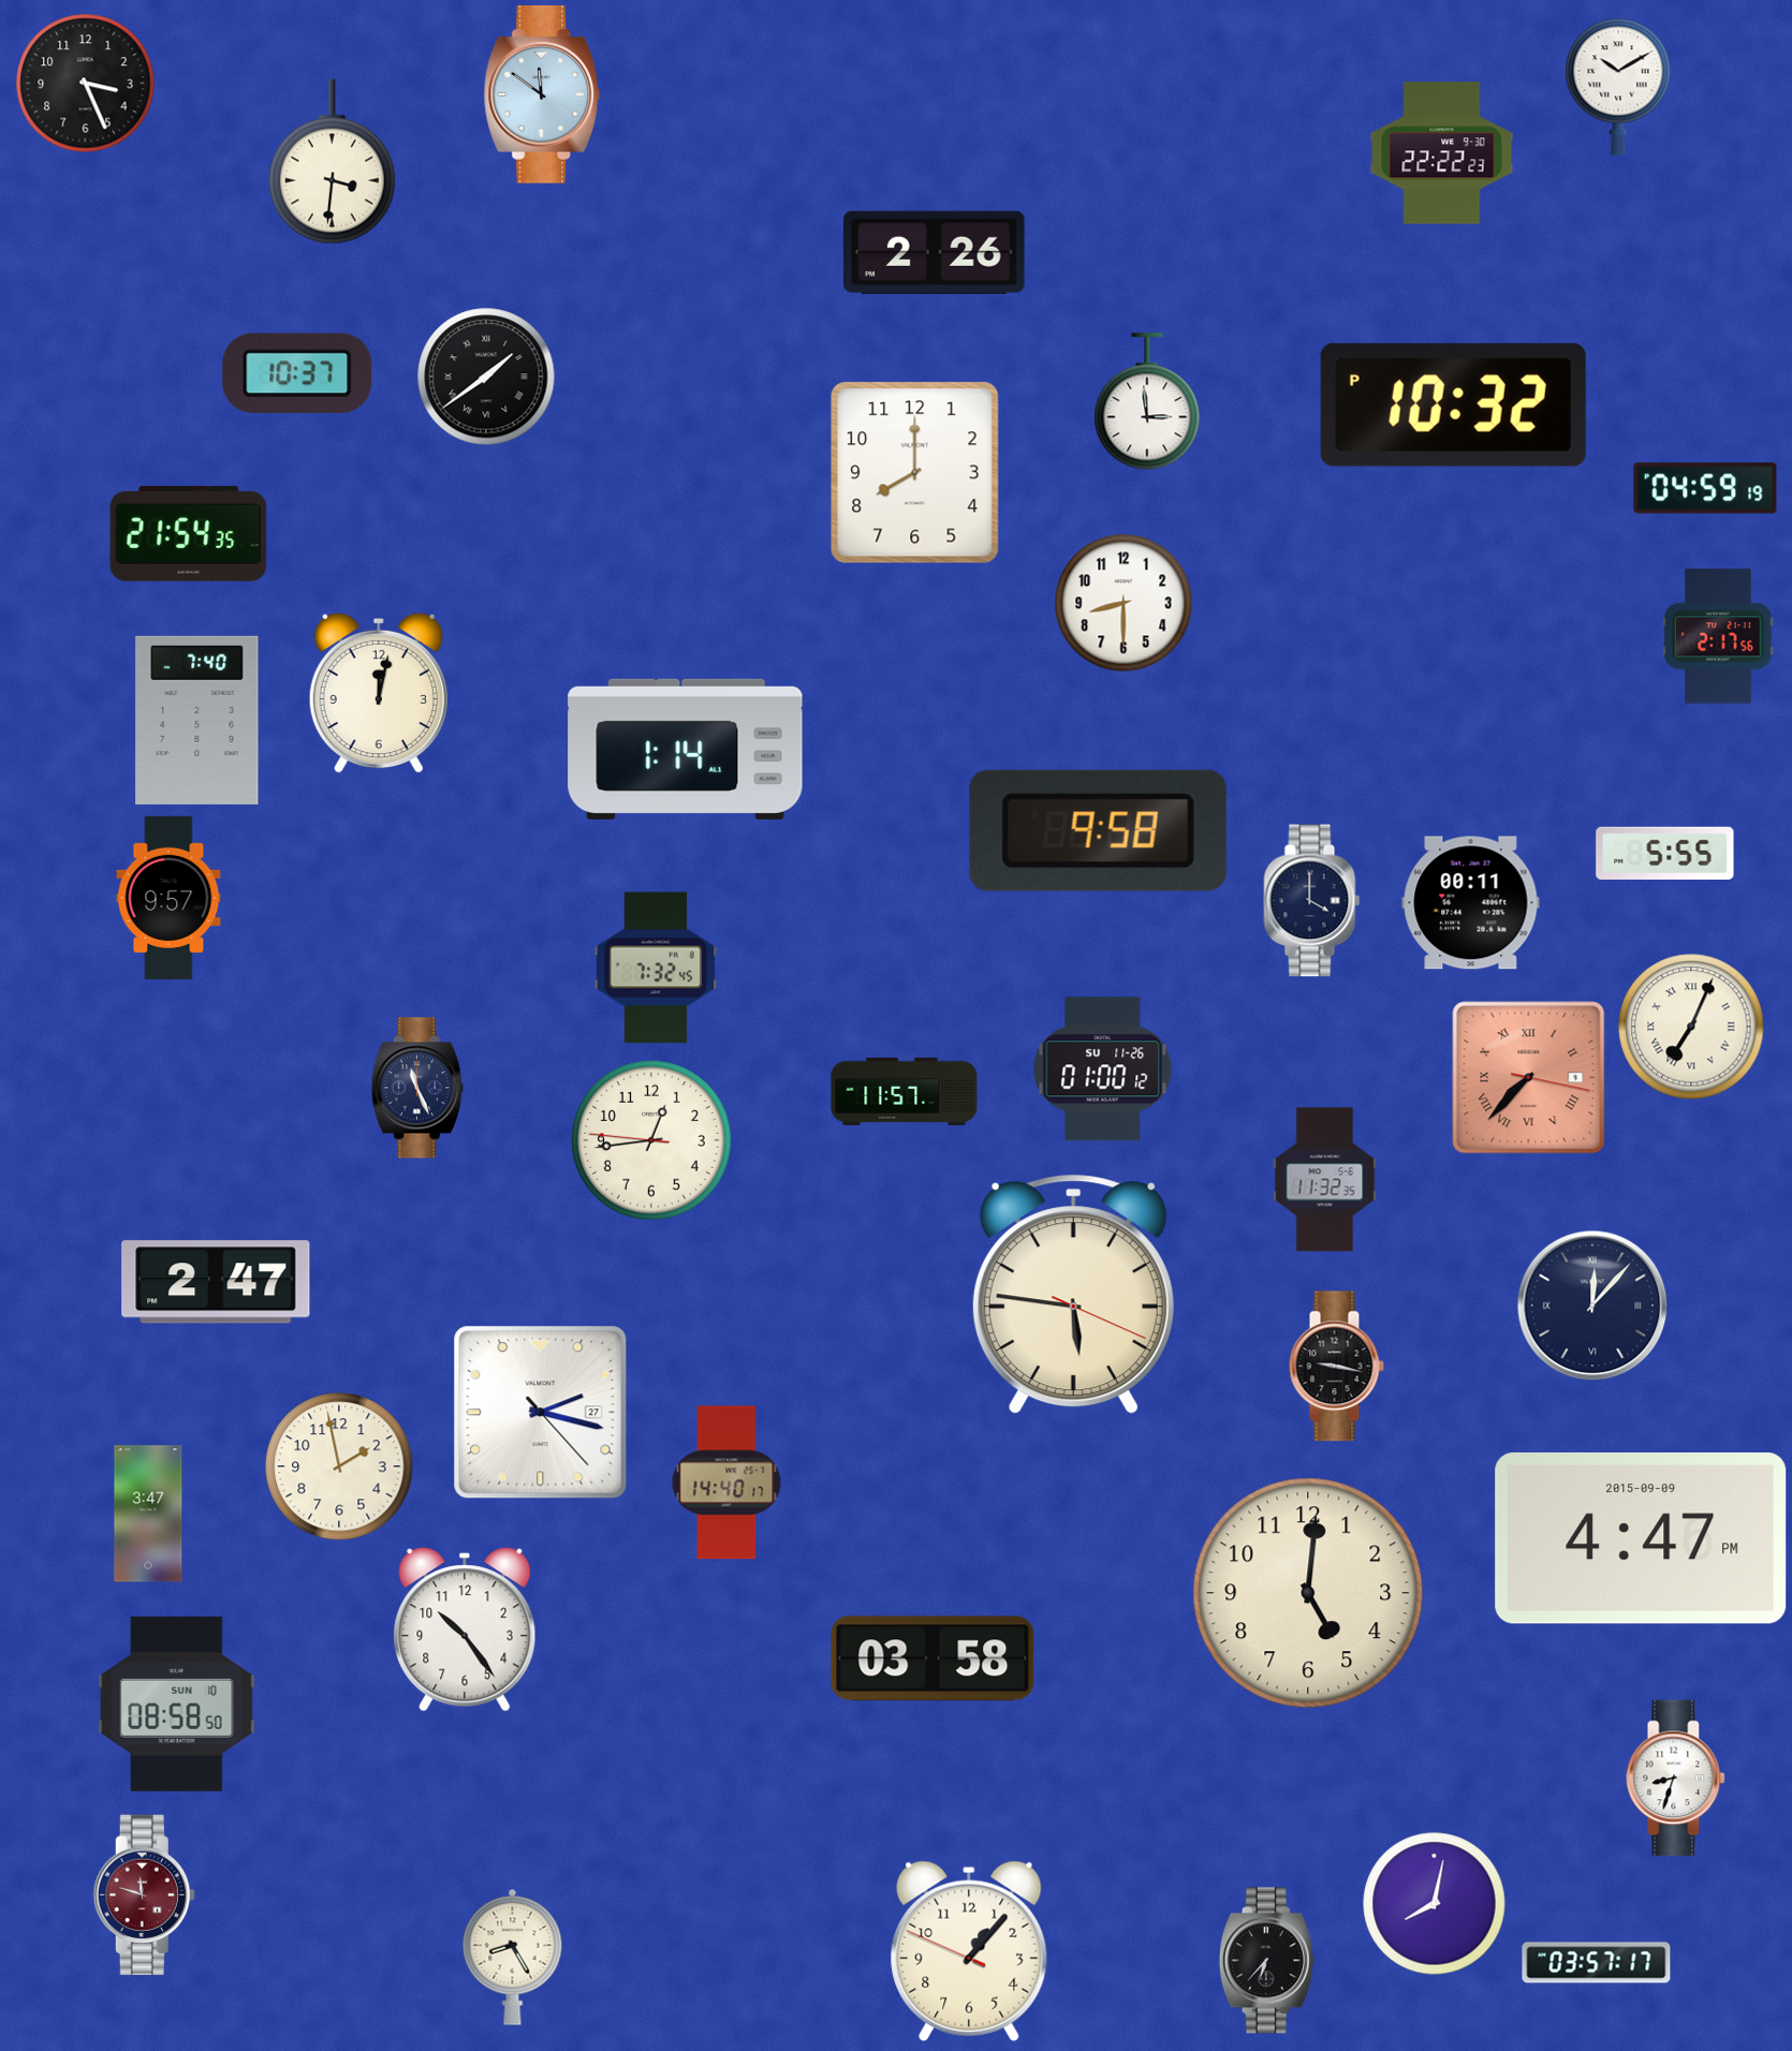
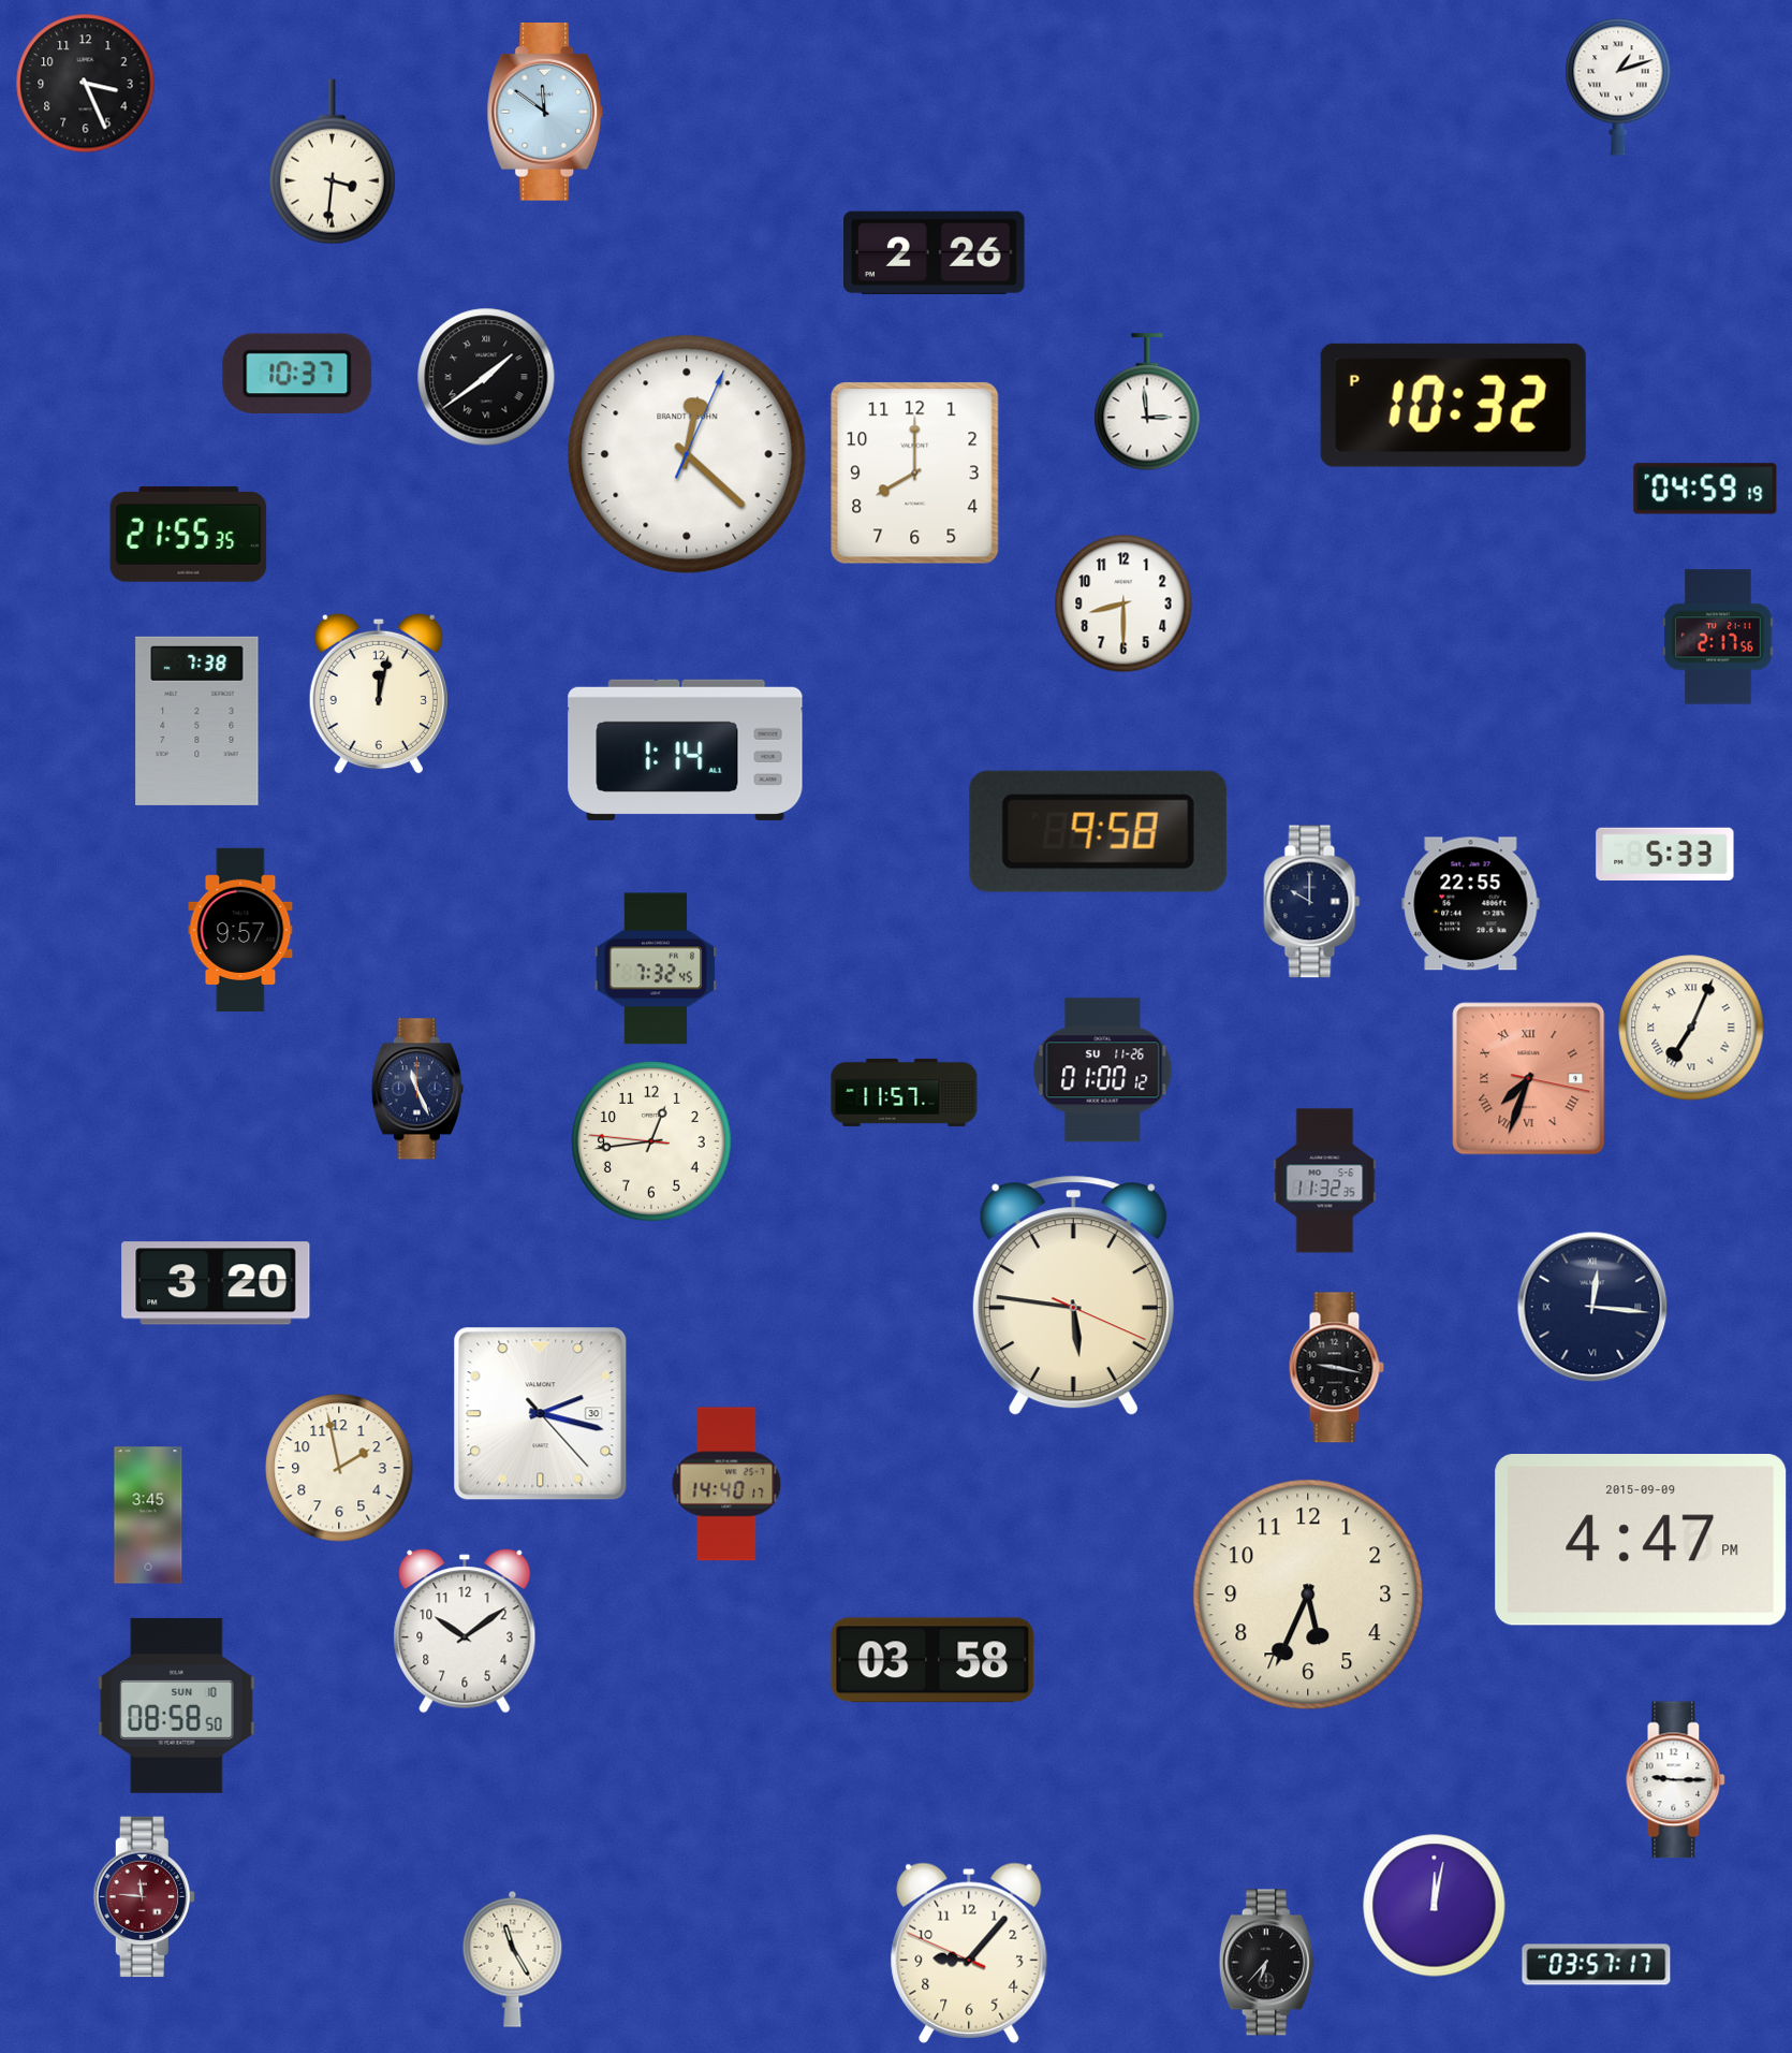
clock at (1618, 87): 10:10 -> 1:12
clock at (542, 95) position: (542, 95) -> (545, 113)
clock at (1442, 153): 22:22 -> none
clock at (687, 454): none -> 12:22
clock at (189, 533): 21:54 -> 21:55
clock at (197, 720): 7:40 -> 7:38
clock at (1665, 853): 5:55 -> 5:33
clock at (168, 898) position: (168, 898) -> (240, 930)
clock at (1312, 901): 4:00 -> 10:00
clock at (1471, 903): 00:11 -> 22:55
clock at (1529, 1078): 7:37 -> 7:33
clock at (216, 1282): 2:47 -> 3:20
clock at (1592, 1305): 12:07 -> 12:16
clock at (541, 1413) date: 27 -> 30
clock at (148, 1514): 3:47 -> 3:45
clock at (1308, 1593): 5:01 -> 5:34
clock at (465, 1629): 10:24 -> 10:09
clock at (1676, 1779): 8:33 -> 9:15
clock at (144, 1895): 11:48 -> 11:46
clock at (1435, 1904): 8:02 -> 12:02
clock at (969, 1951): 1:06 -> 9:06
clock at (513, 1957): 8:25 -> 11:25
